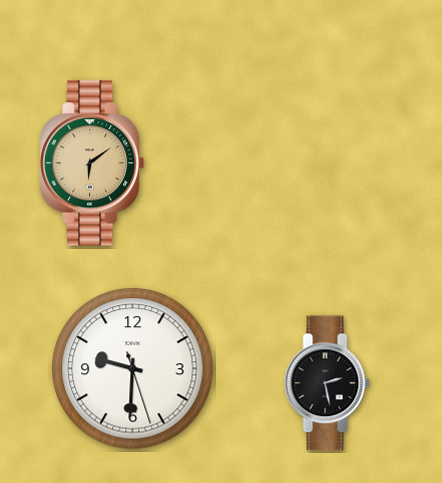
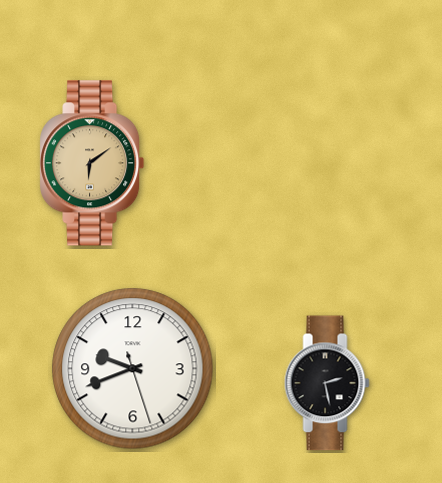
clock at (133, 369): 9:30 -> 9:41
